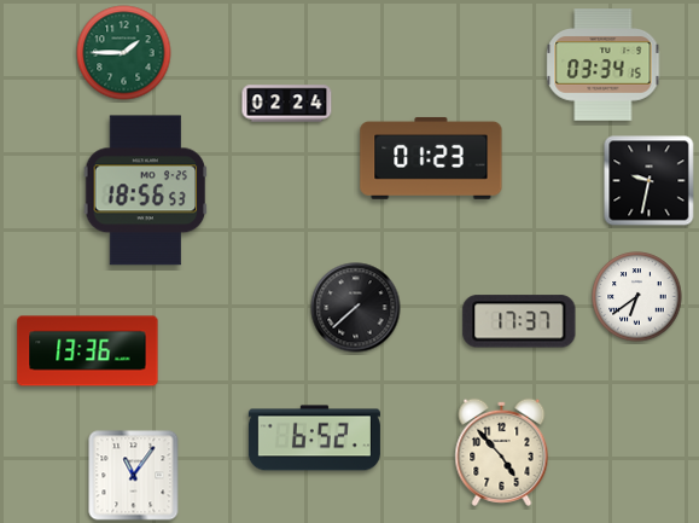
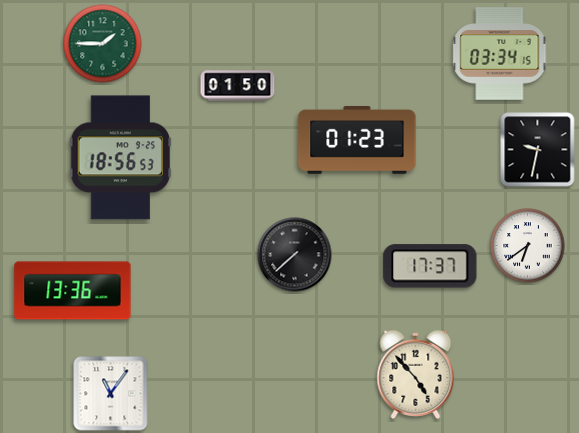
clock at (287, 104): 02:24 -> 01:50
clock at (431, 158) position: (431, 158) -> (357, 140)
clock at (314, 438): 6:52 -> none
